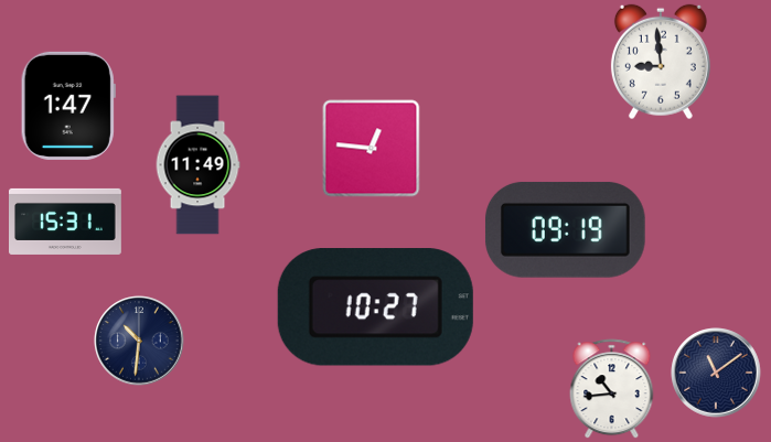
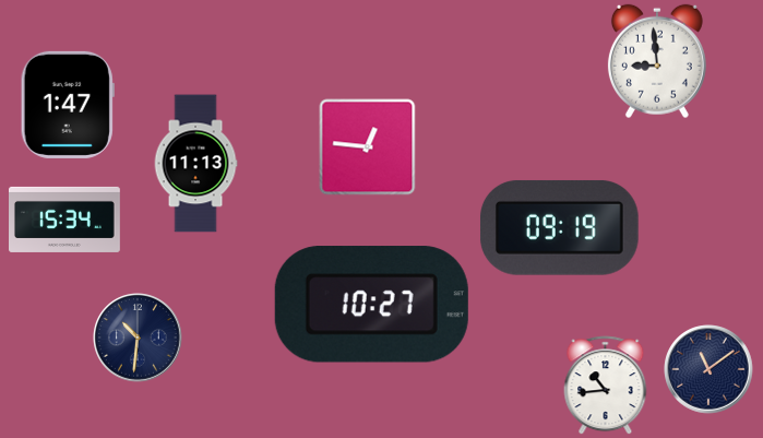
clock at (661, 62) position: (661, 62) -> (657, 61)
clock at (197, 165): 11:49 -> 11:13
clock at (66, 222): 15:31 -> 15:34
